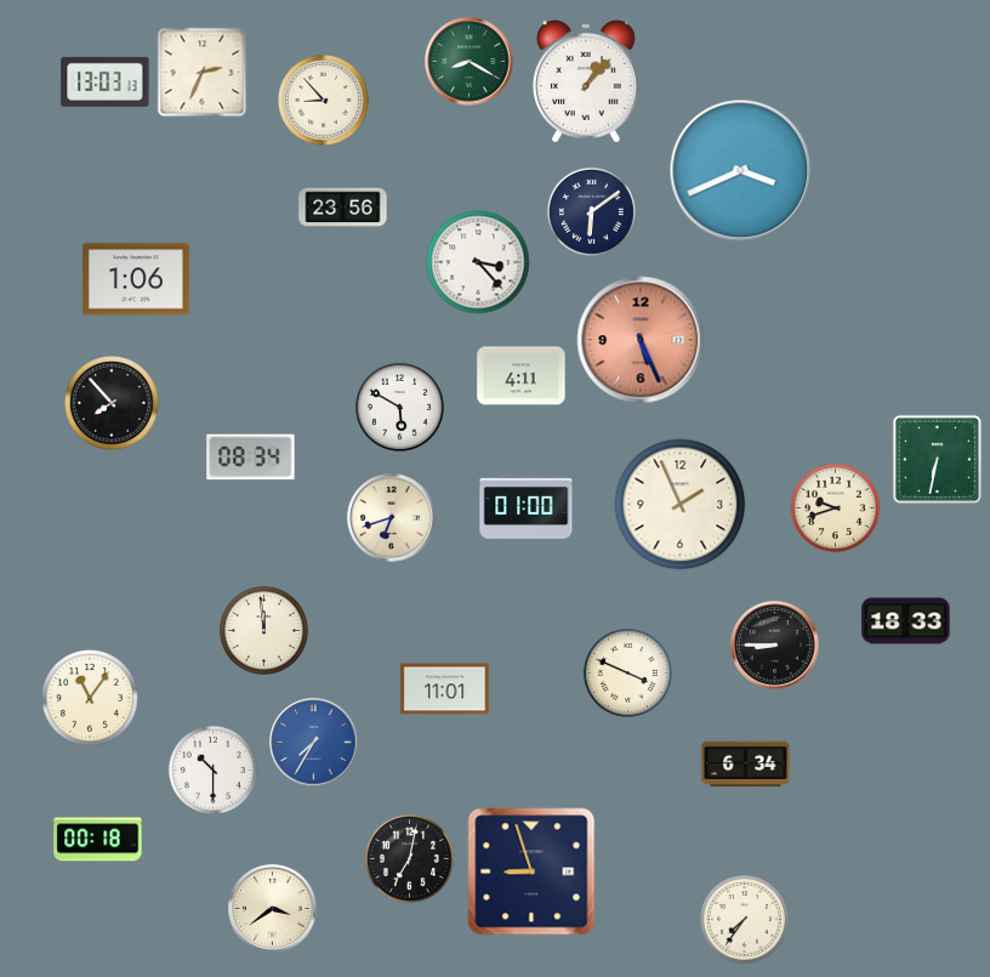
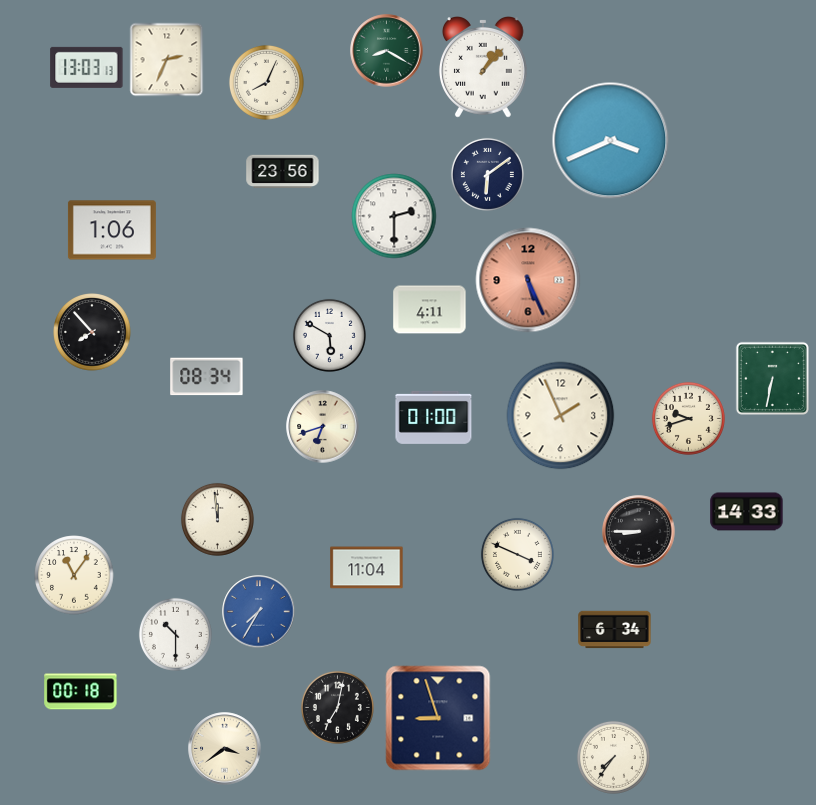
clock at (323, 100): 8:53 -> 8:04
clock at (478, 262): 3:23 -> 2:30
clock at (906, 621): 18:33 -> 14:33
clock at (445, 689): 11:01 -> 11:04
